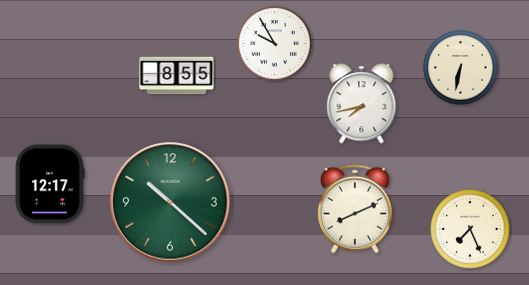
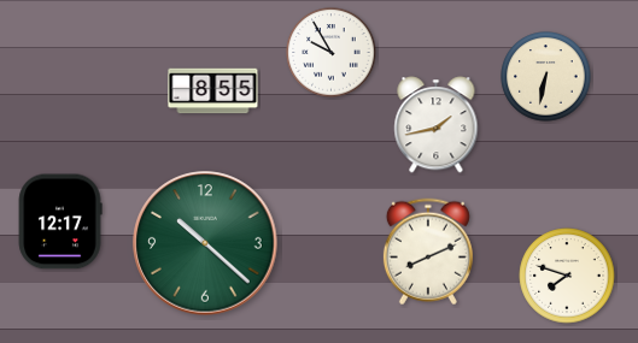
clock at (461, 68) position: (461, 68) -> (546, 77)
clock at (362, 104): 7:43 -> 1:43
clock at (470, 229): 7:26 -> 7:48
